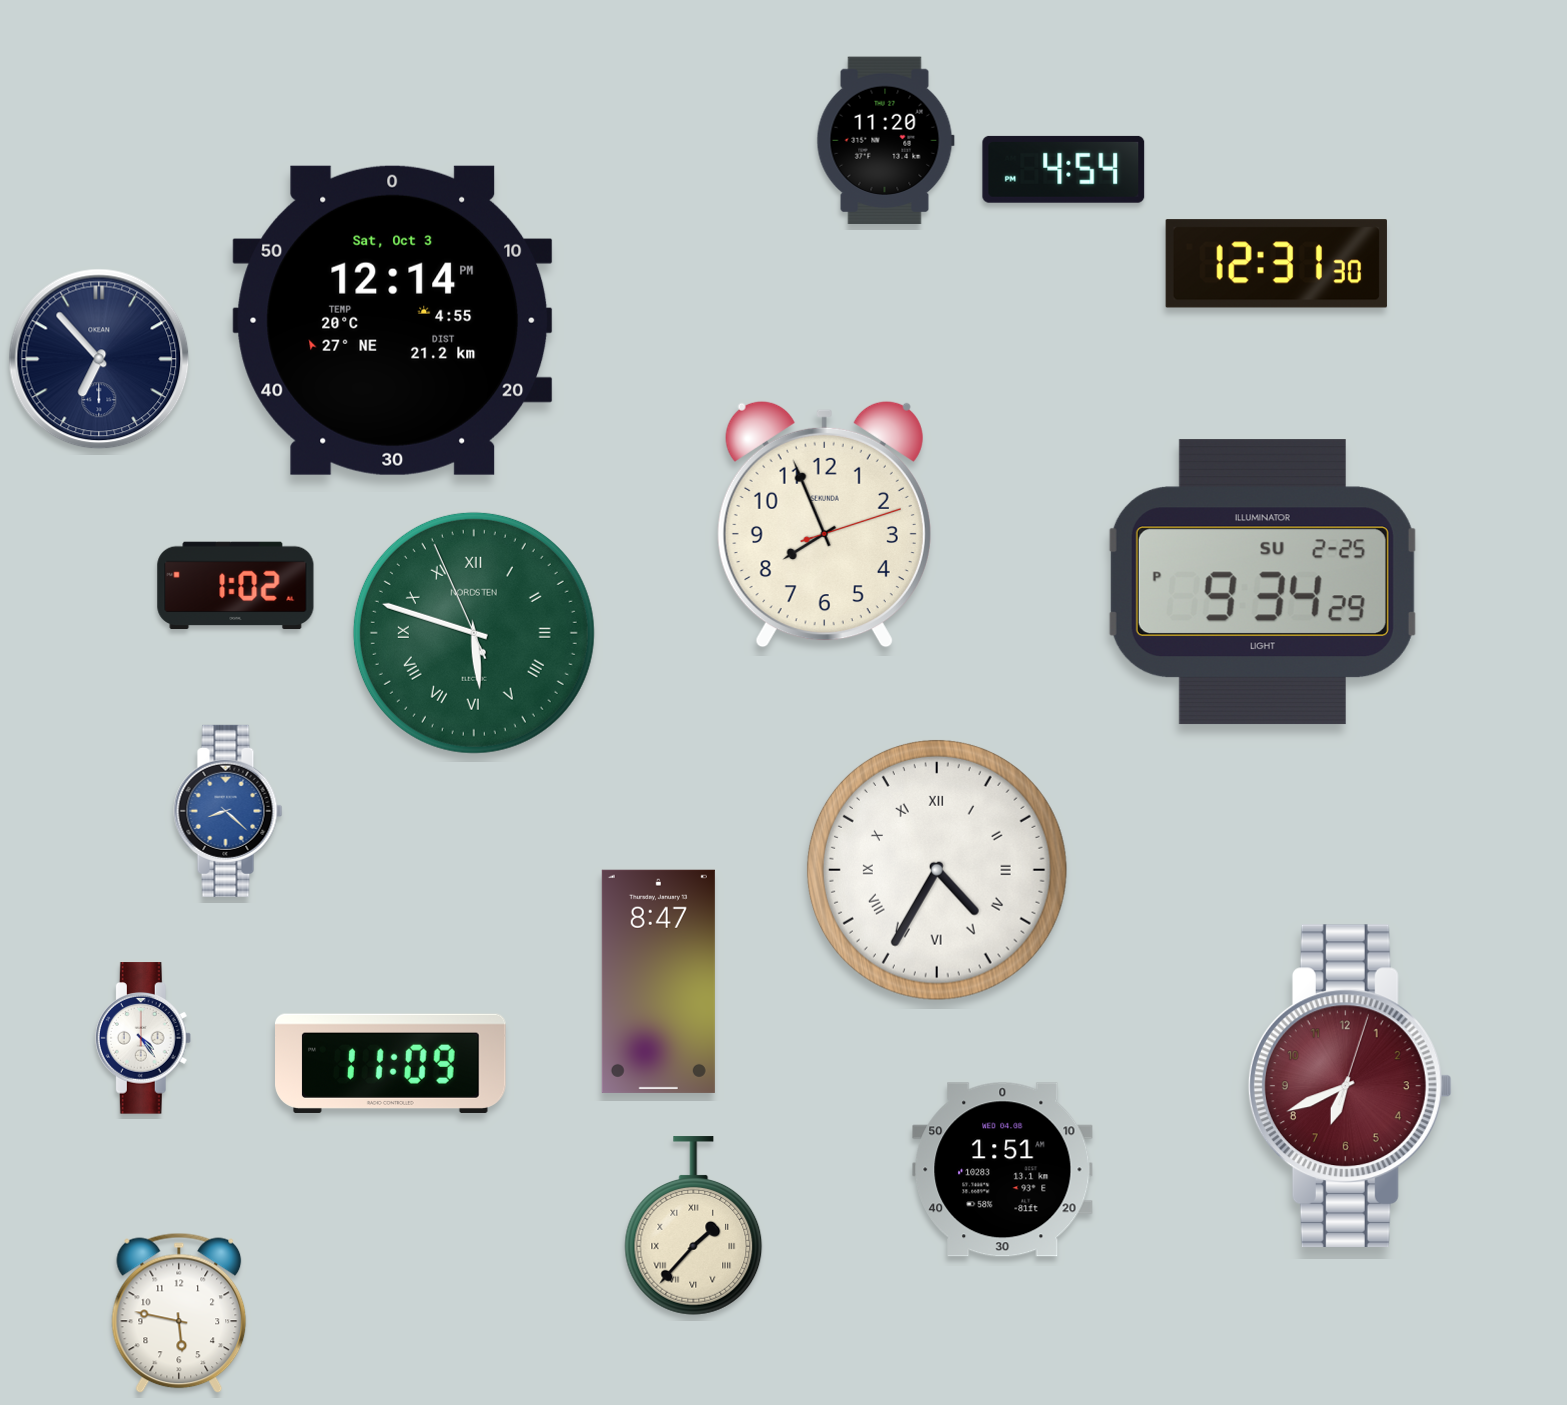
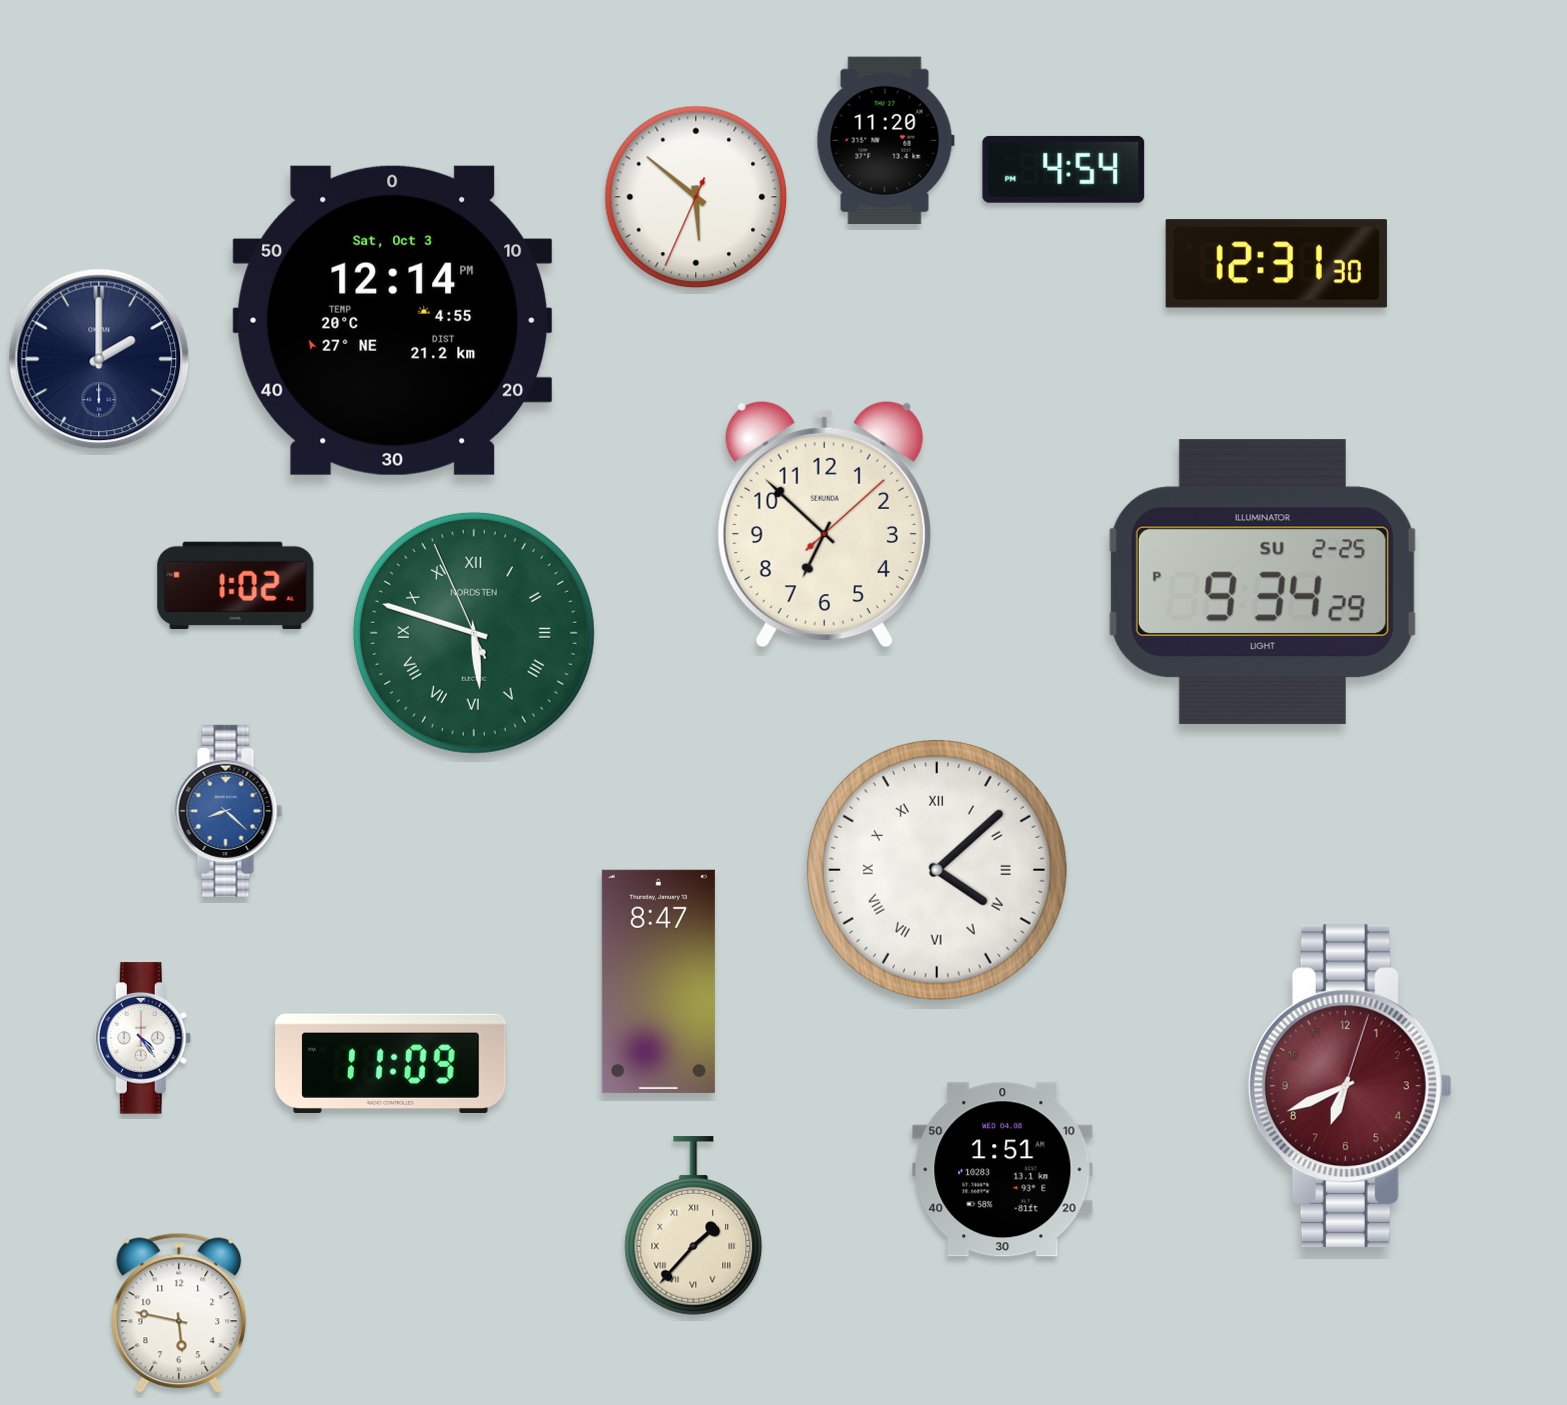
clock at (696, 197): none -> 5:51
clock at (99, 359): 6:53 -> 2:00
clock at (824, 524): 7:56 -> 6:52
clock at (937, 870): 4:35 -> 4:08
